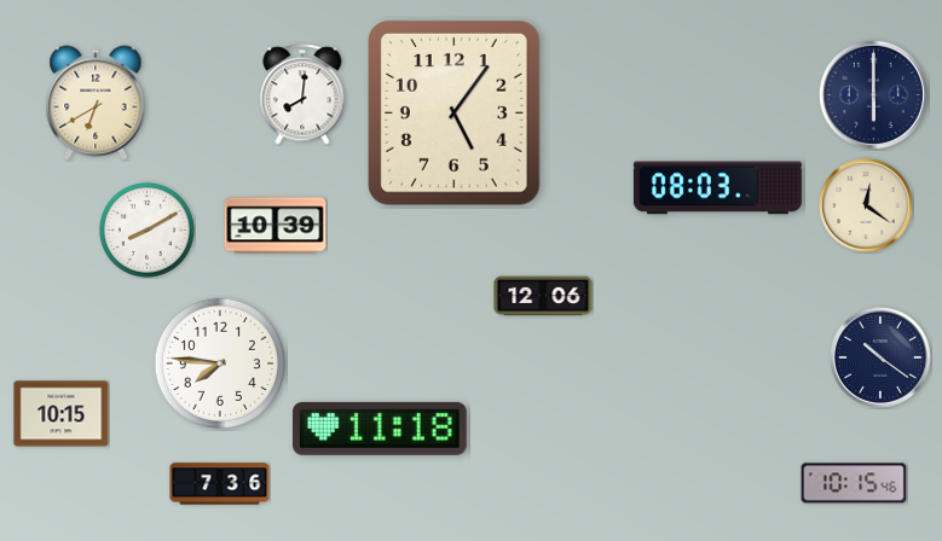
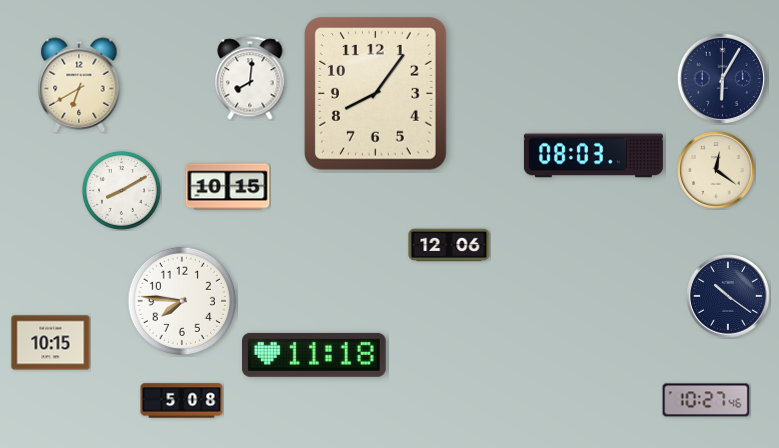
clock at (873, 94): 6:00 -> 6:05
clock at (455, 114): 5:06 -> 8:06
clock at (276, 226): 10:39 -> 10:15
clock at (854, 483): 10:15 -> 10:27
clock at (220, 484): 7:36 -> 5:08
